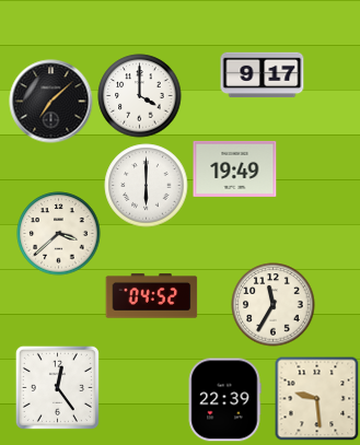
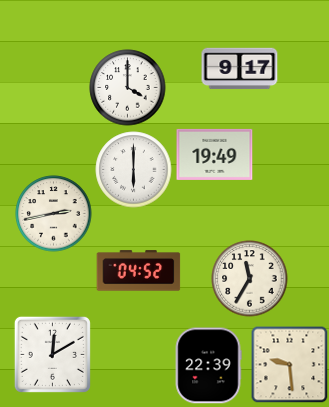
clock at (51, 102): 7:08 -> none
clock at (59, 234): 3:38 -> 2:43
clock at (57, 387): 12:24 -> 12:10
clock at (224, 400) position: (224, 400) -> (208, 366)
